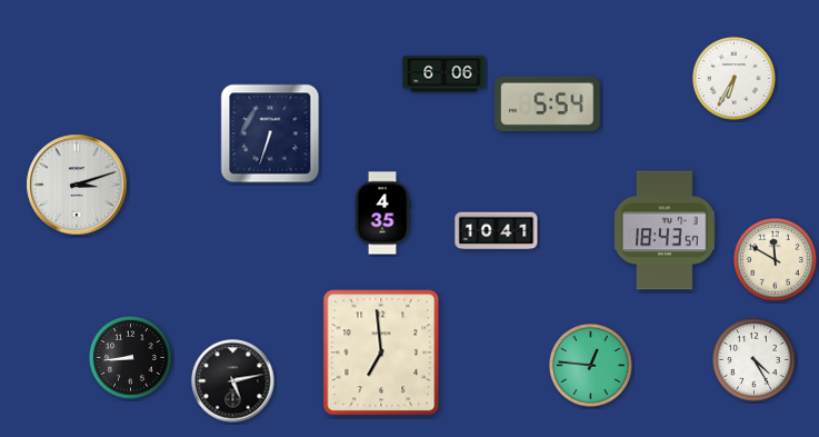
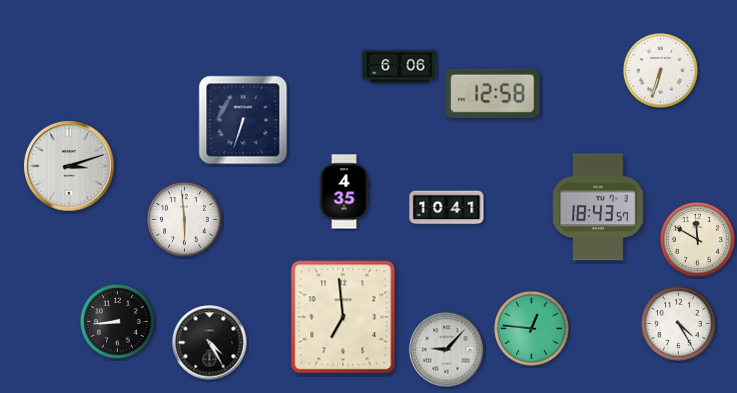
clock at (735, 79): 6:35 -> 6:33
clock at (548, 103): 5:54 -> 12:58
clock at (185, 220): none -> 5:59
clock at (776, 260) position: (776, 260) -> (698, 240)
clock at (233, 381): 5:13 -> 4:25
clock at (447, 350): none -> 9:07
